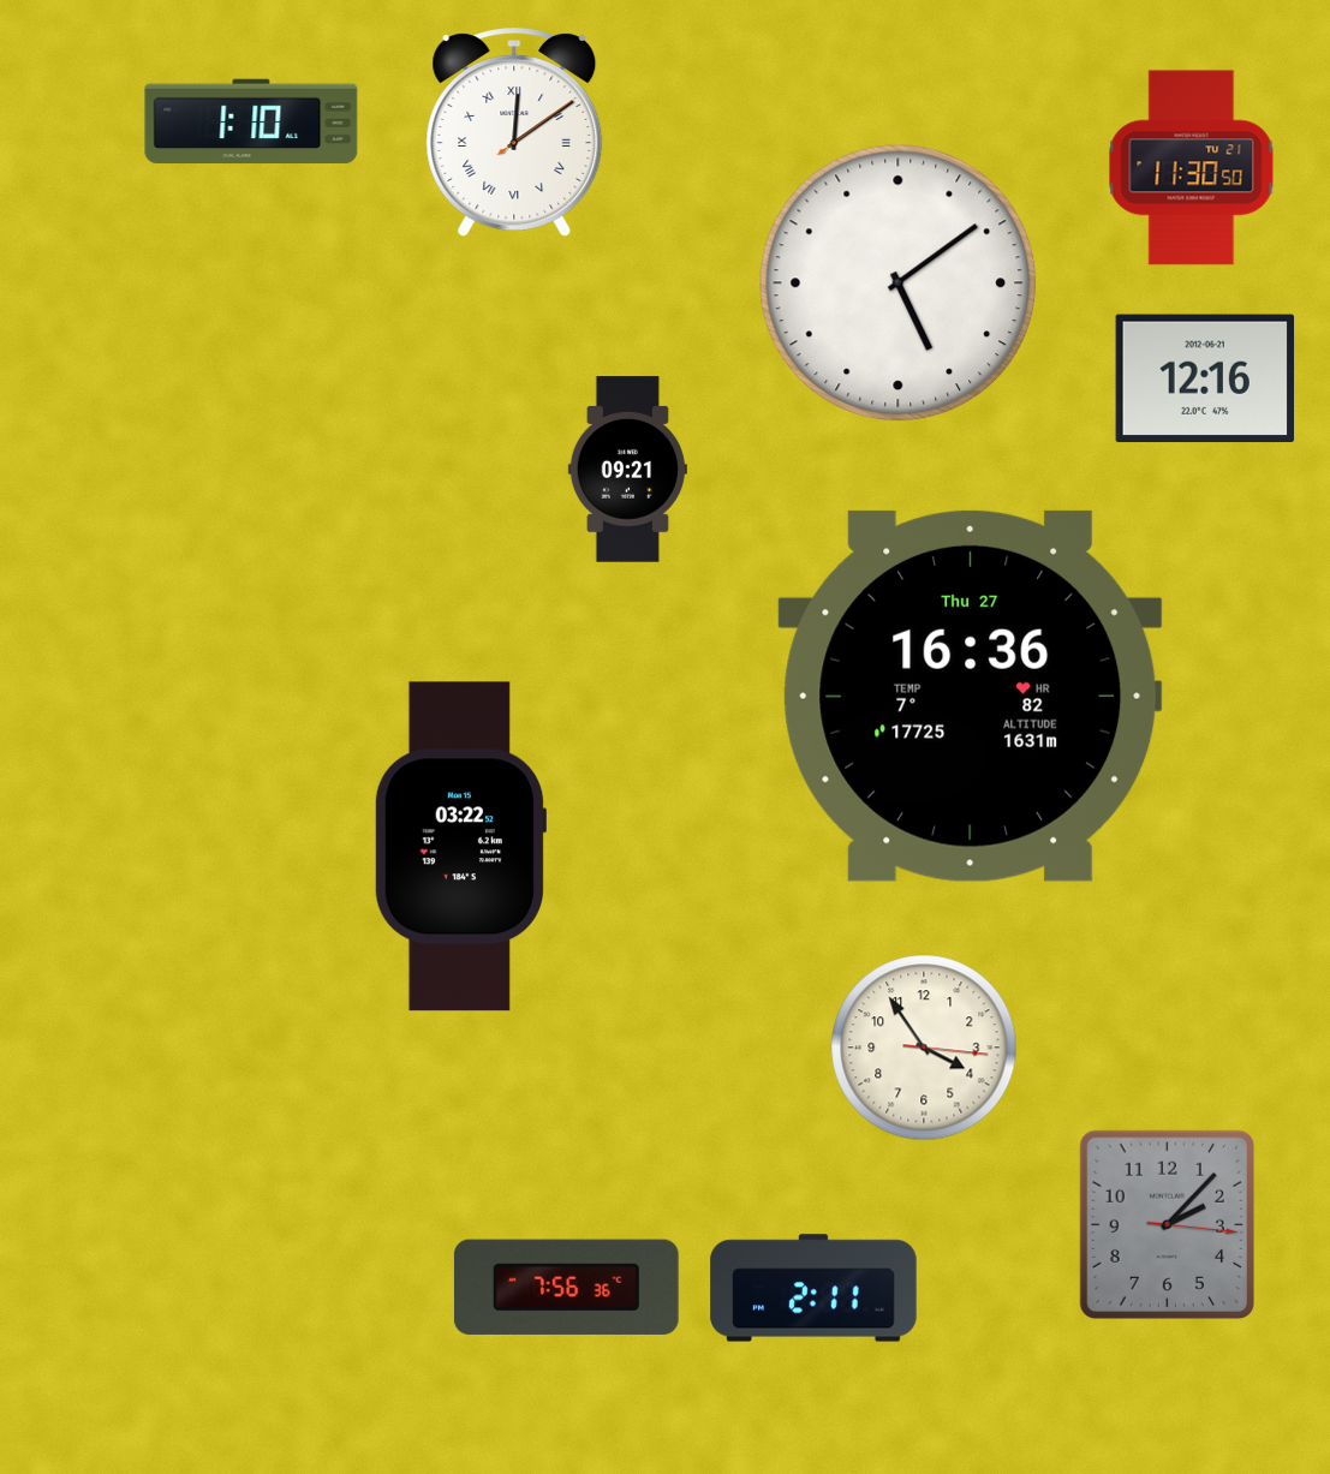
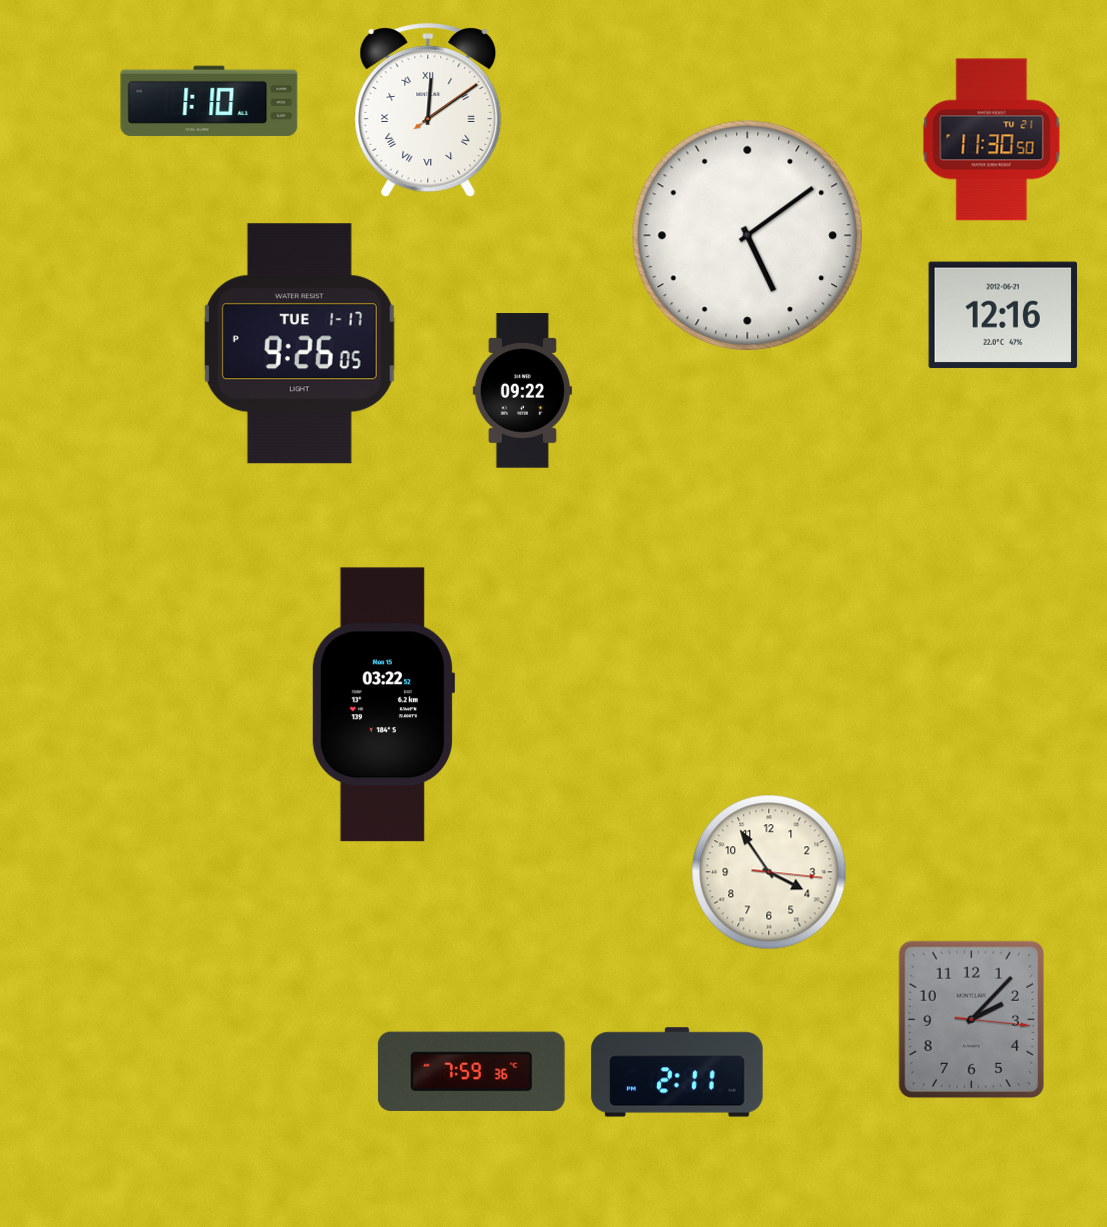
clock at (299, 344): none -> 9:26
clock at (627, 470): 09:21 -> 09:22
clock at (971, 696): 16:36 -> none
clock at (566, 1287): 7:56 -> 7:59
